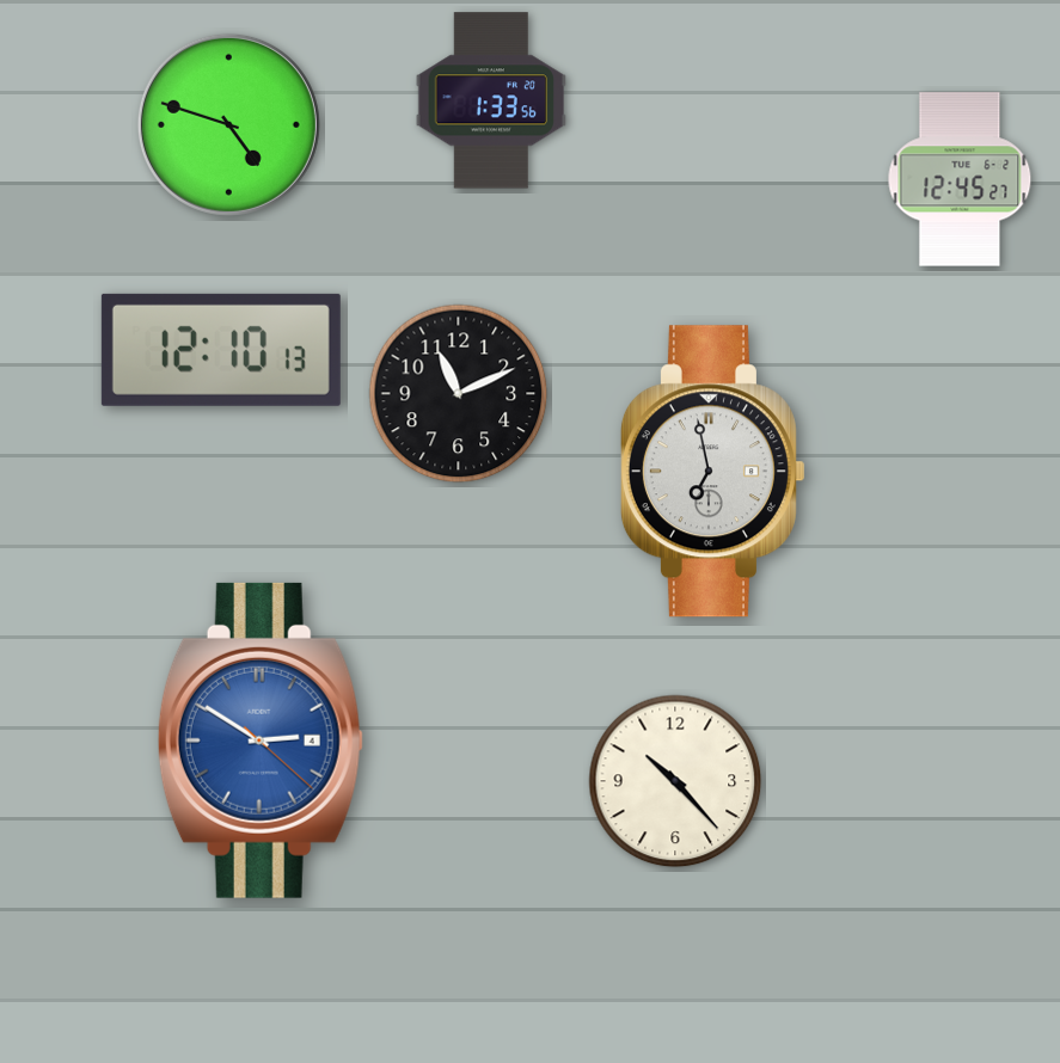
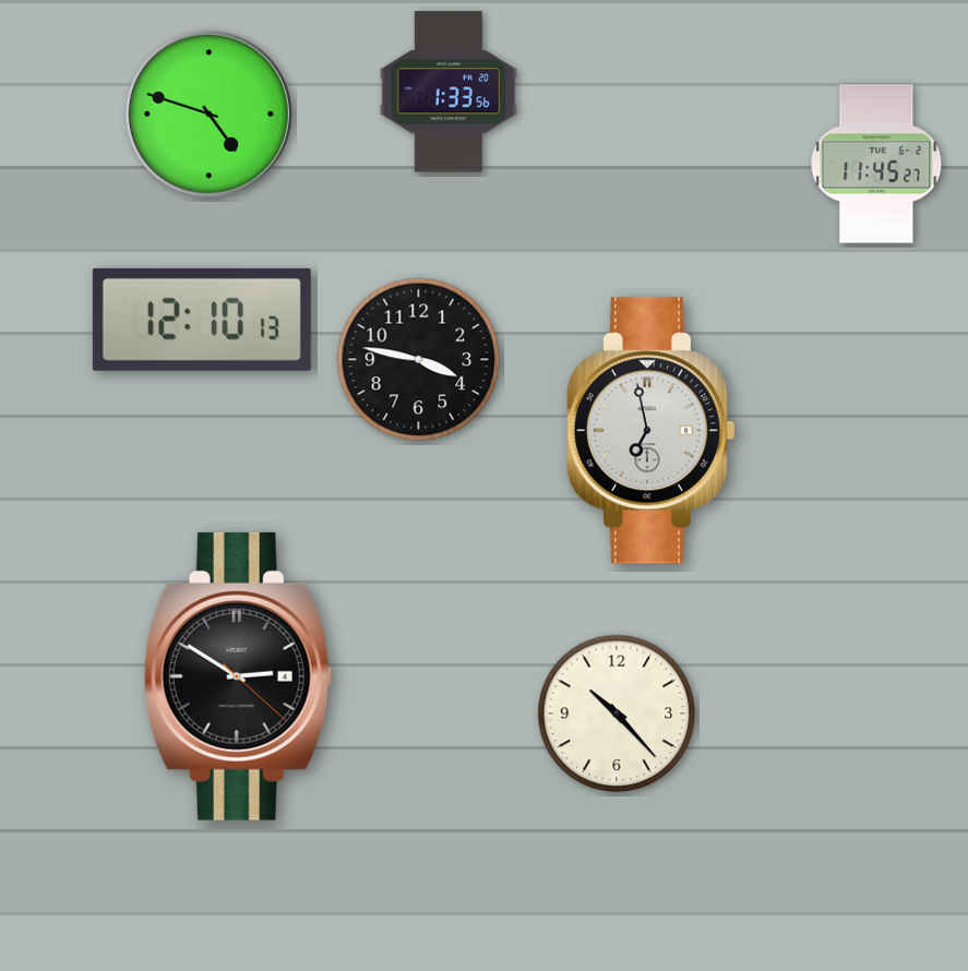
clock at (960, 179): 12:45 -> 11:45
clock at (459, 394): 11:11 -> 3:47
clock at (261, 741) dial: blue -> black
